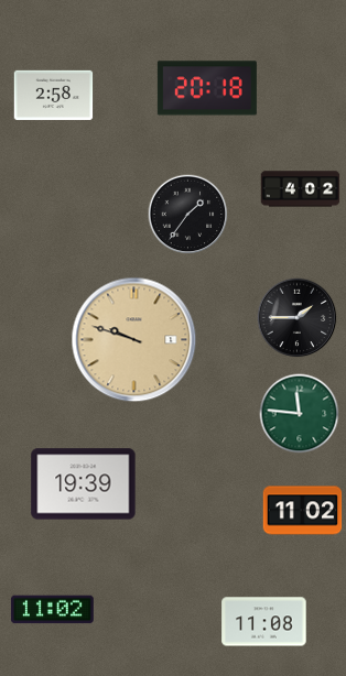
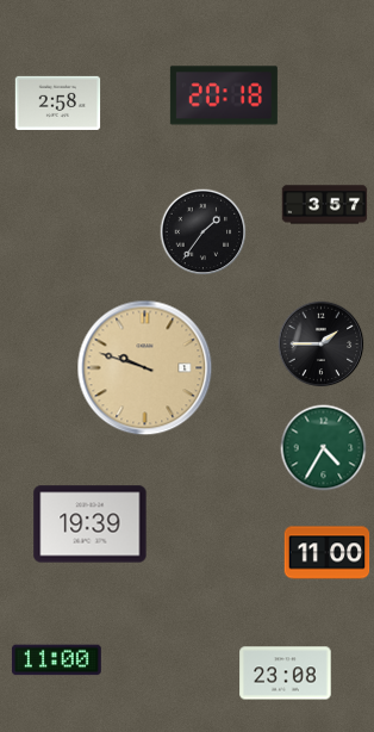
clock at (301, 189): 4:02 -> 3:57
clock at (300, 414): 11:46 -> 4:35
clock at (303, 511): 11:02 -> 11:00
clock at (52, 610): 11:02 -> 11:00
clock at (264, 622): 11:08 -> 23:08
